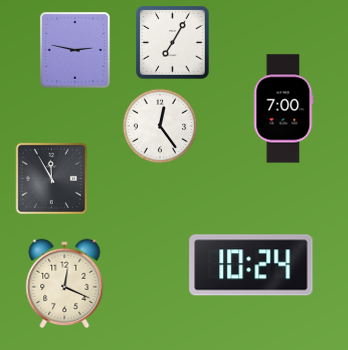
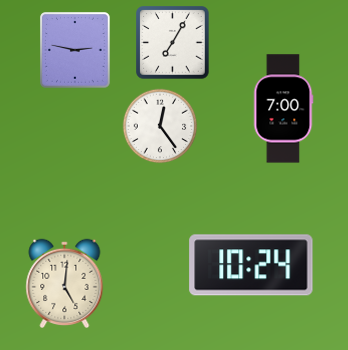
clock at (51, 178): 11:55 -> none
clock at (65, 283): 12:19 -> 5:01
